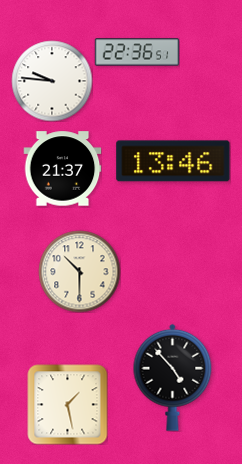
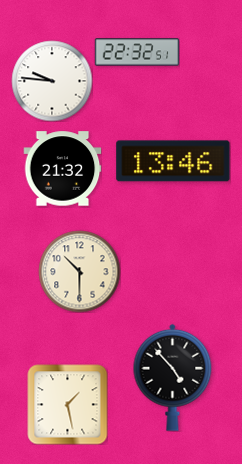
clock at (137, 52): 22:36 -> 22:32
clock at (62, 169): 21:37 -> 21:32
